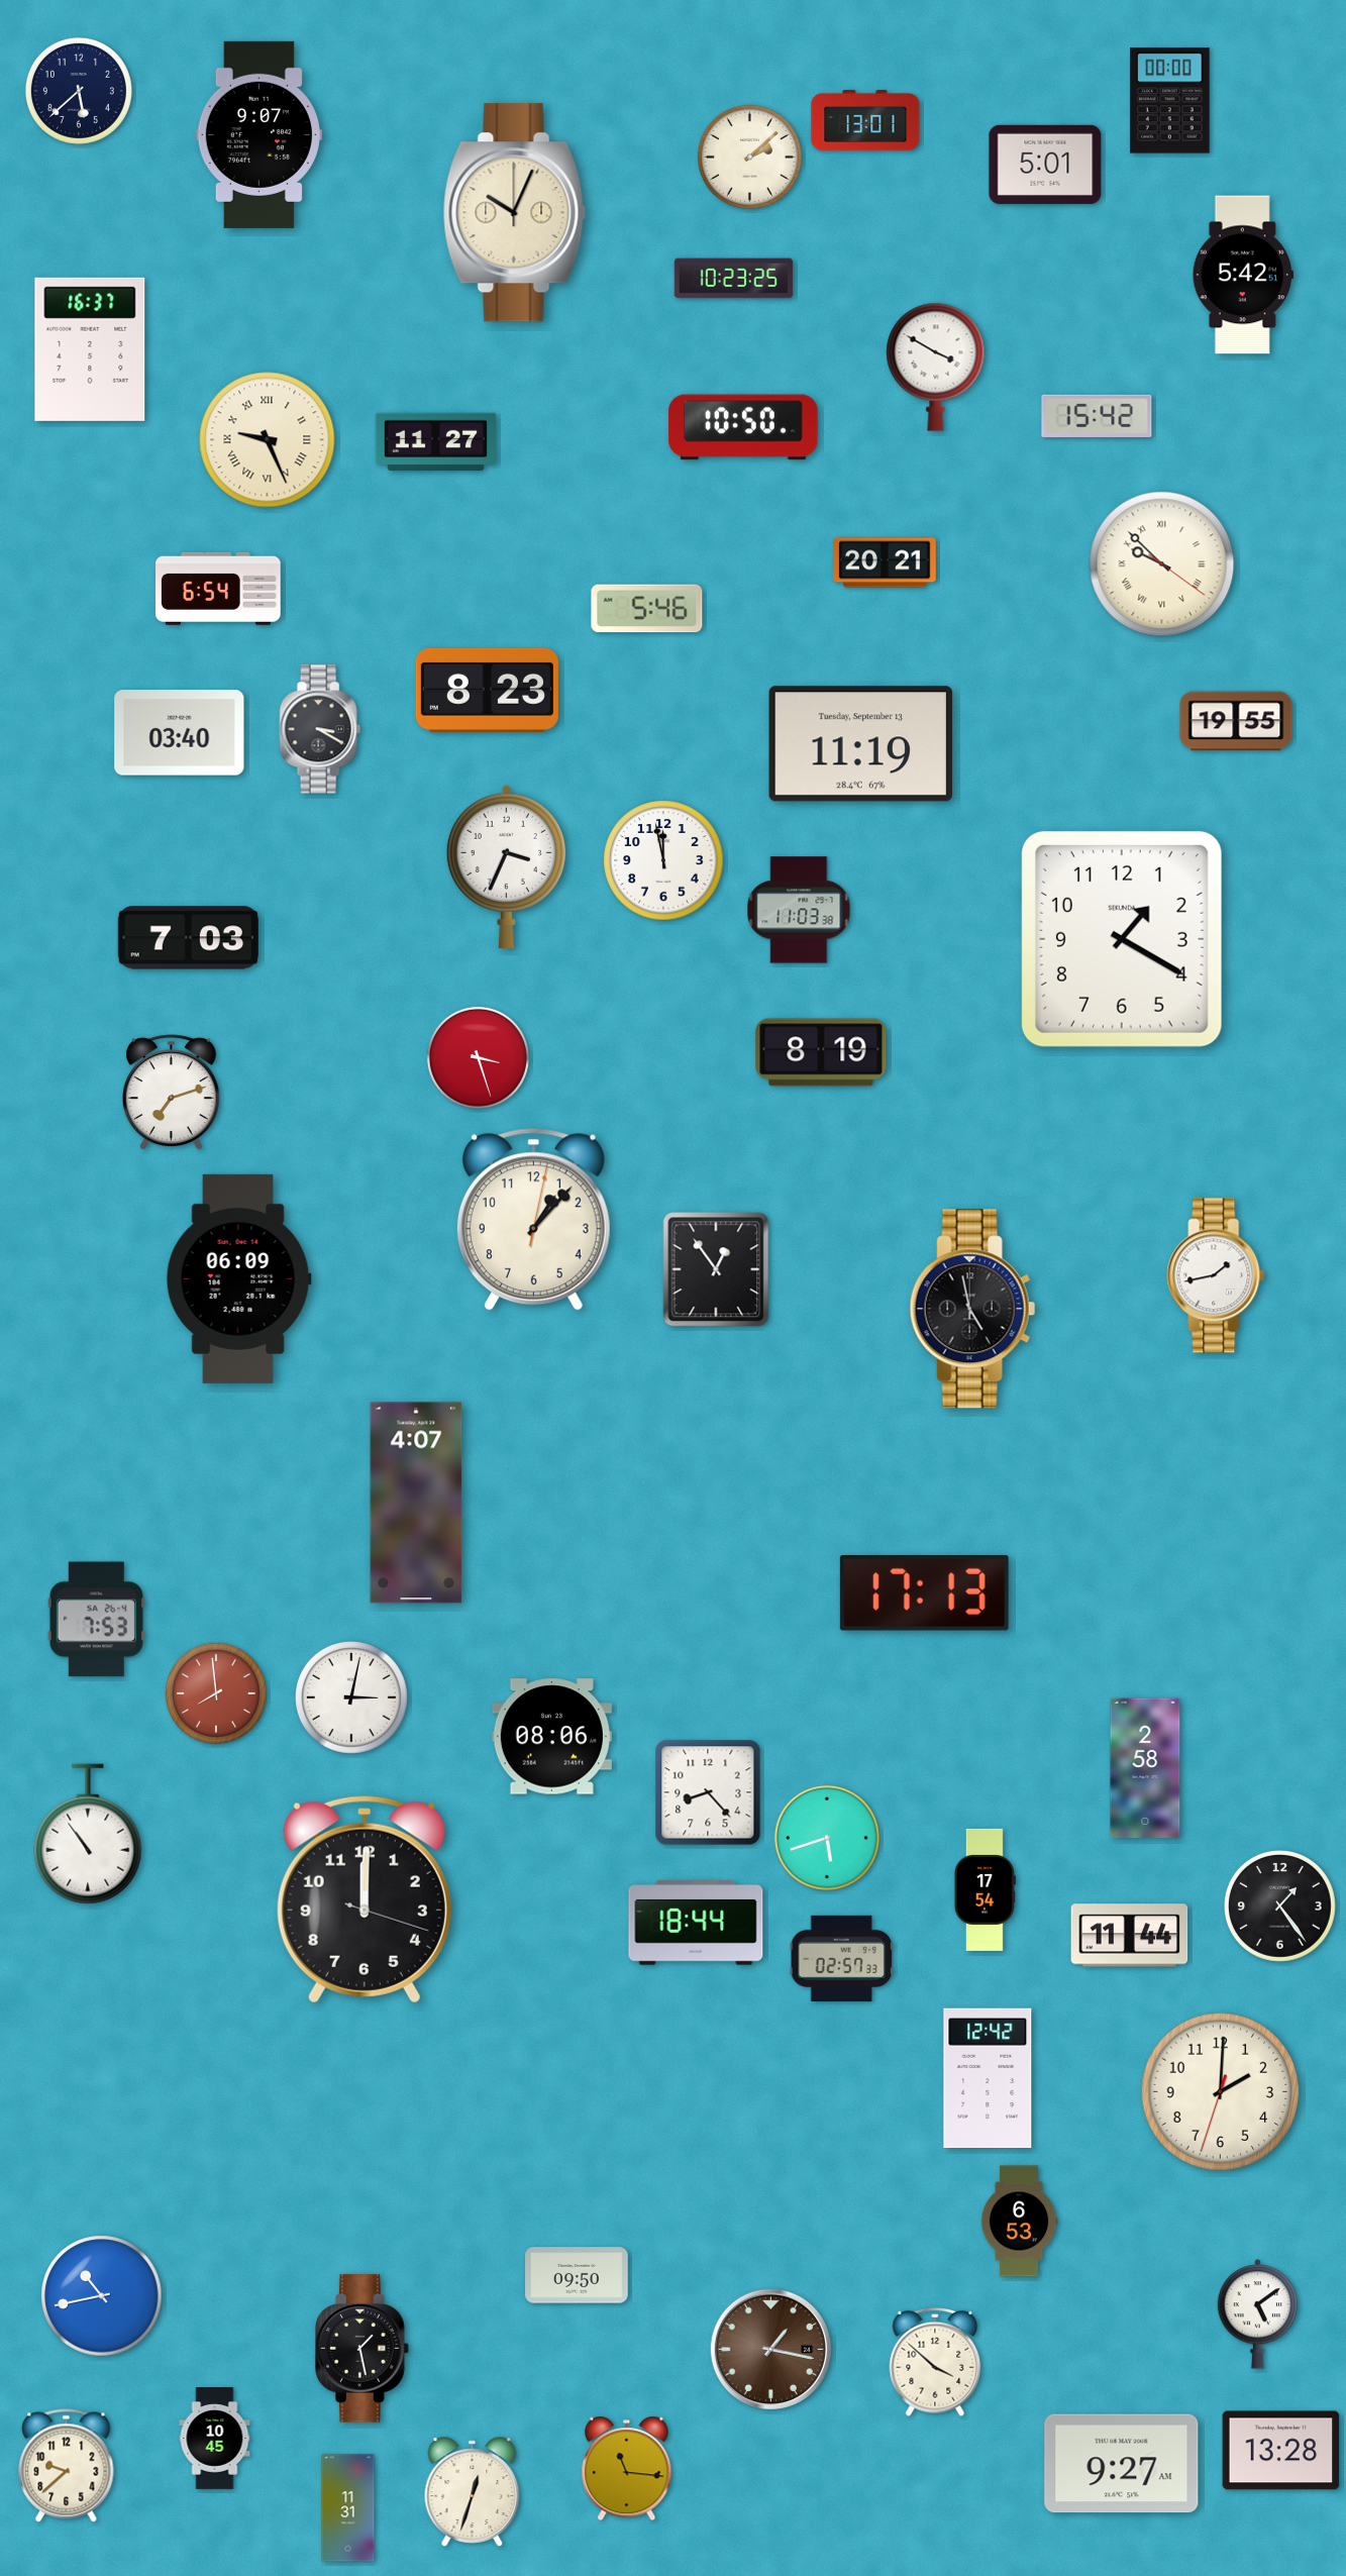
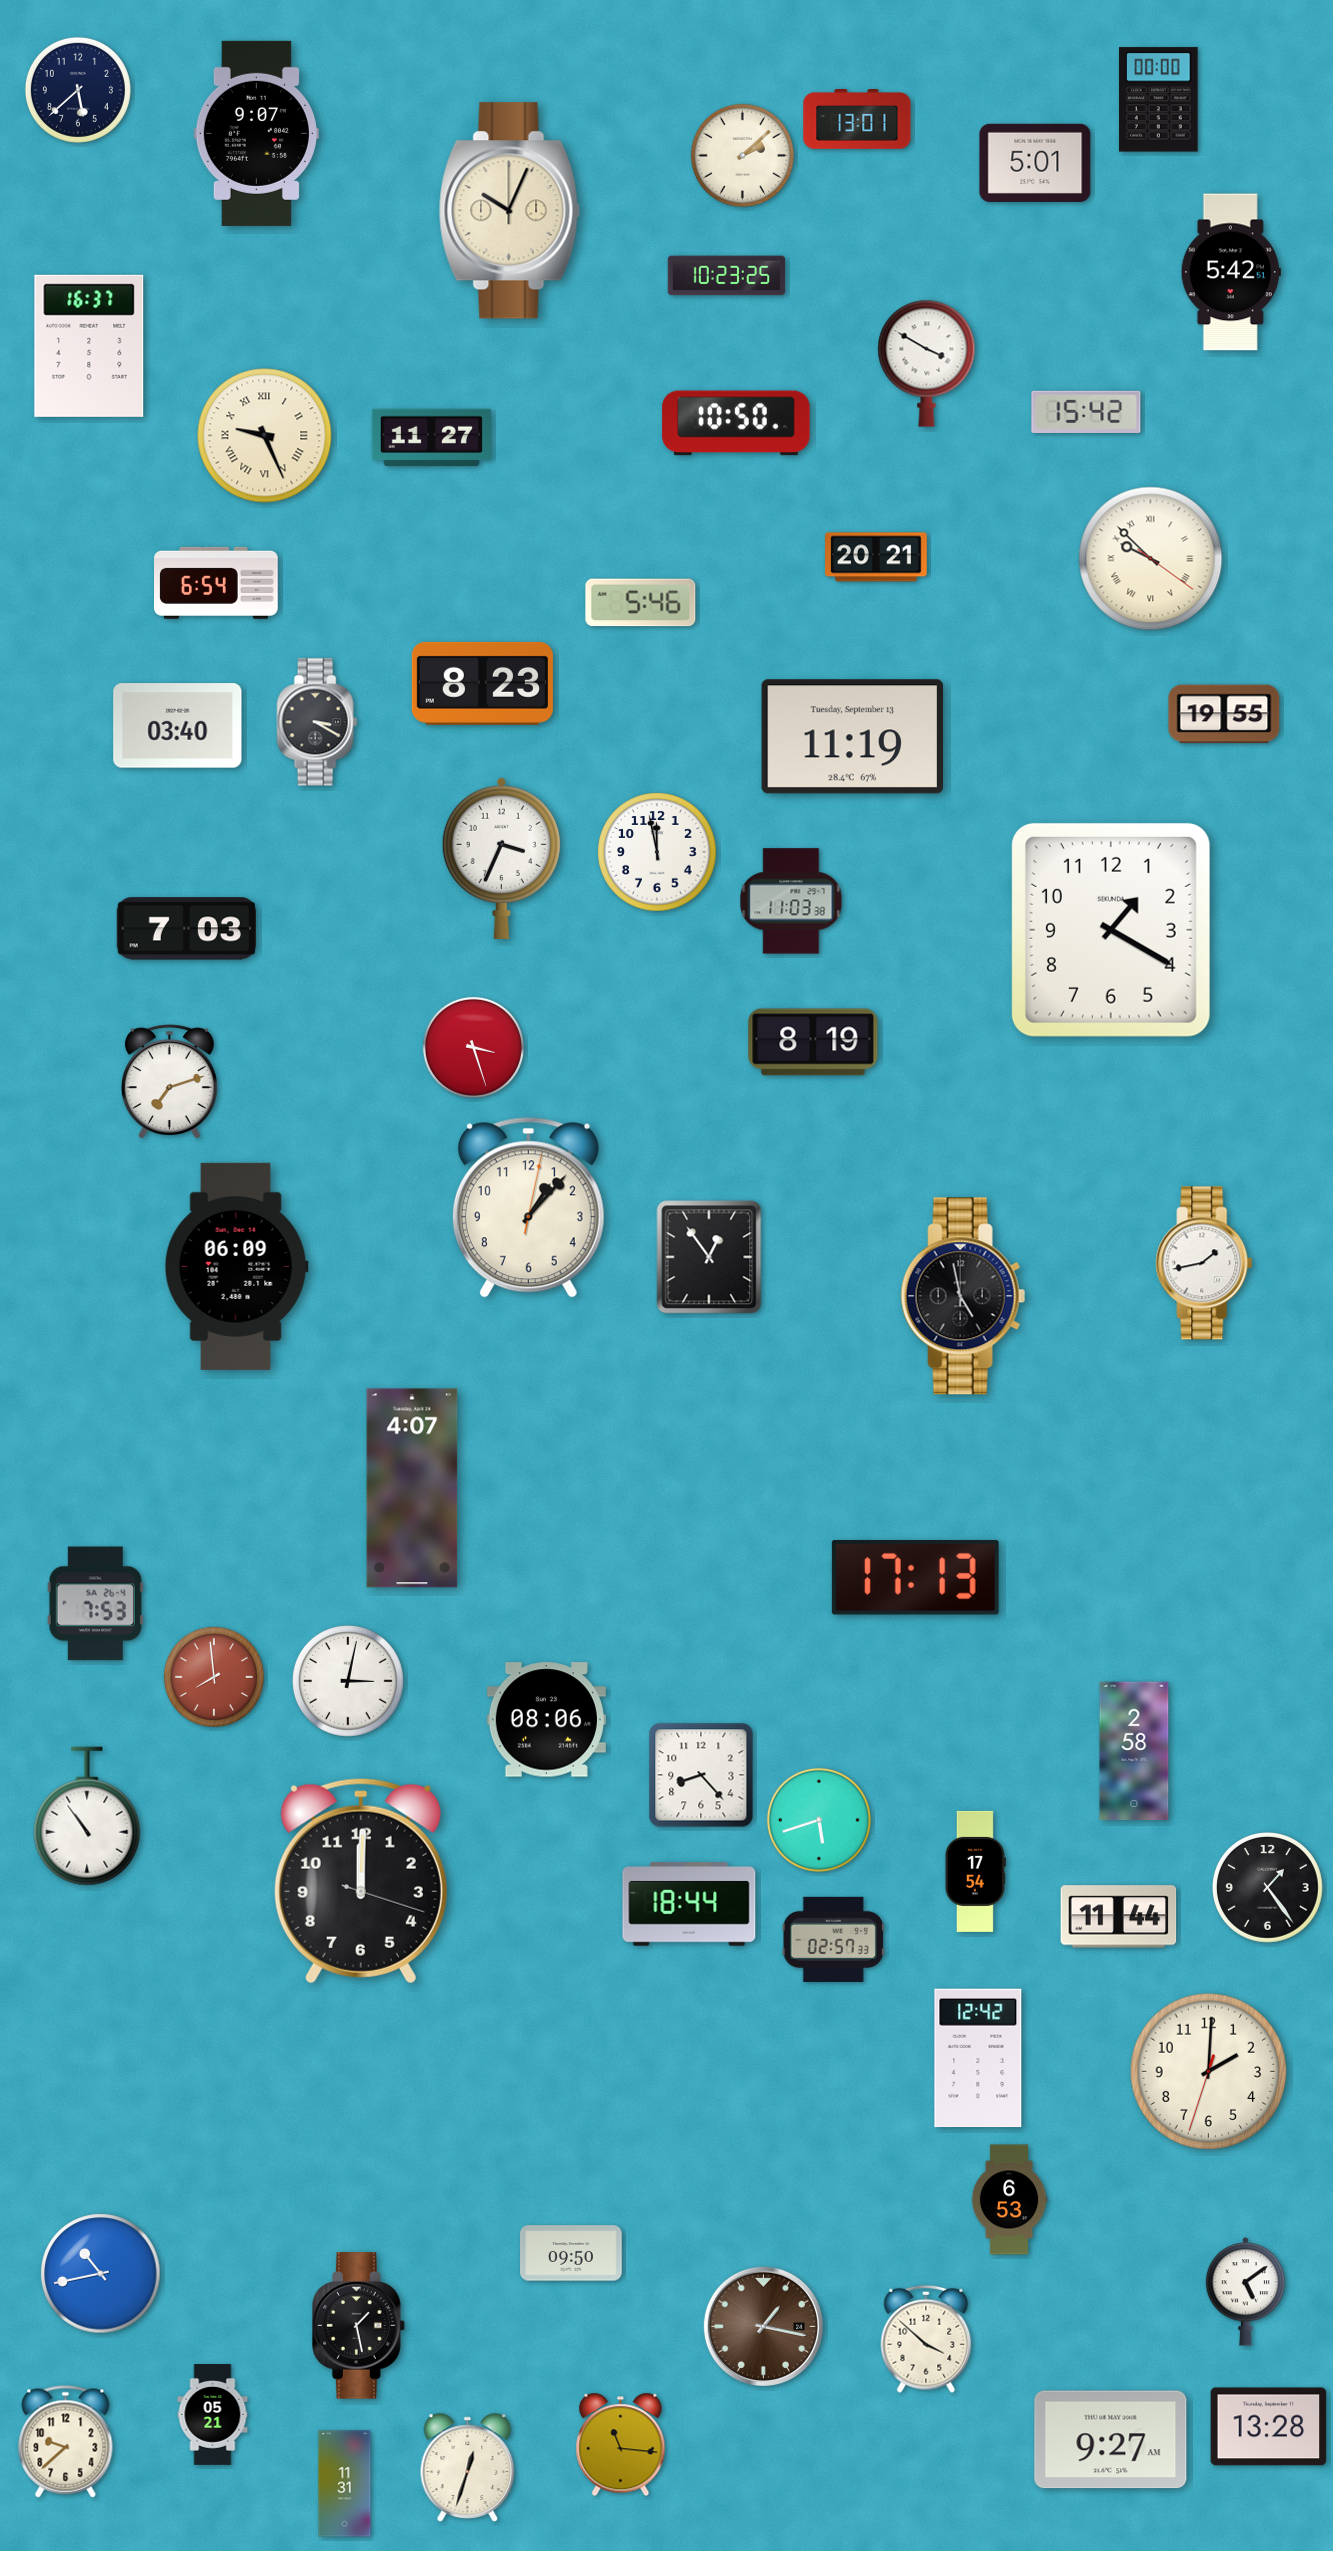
clock at (215, 2439): 10:45 -> 05:21
